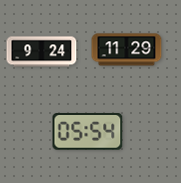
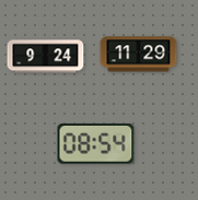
clock at (88, 132): 05:54 -> 08:54
